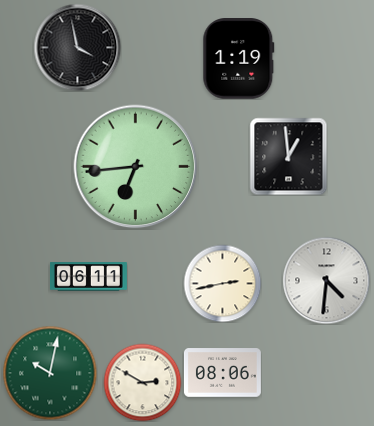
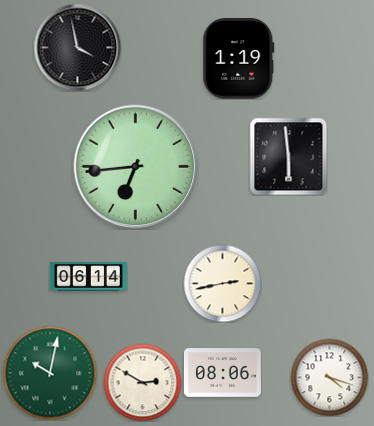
clock at (288, 156): 12:59 -> 5:59
clock at (88, 277): 06:11 -> 06:14
clock at (326, 280): 4:31 -> none
clock at (329, 377): none -> 4:18
